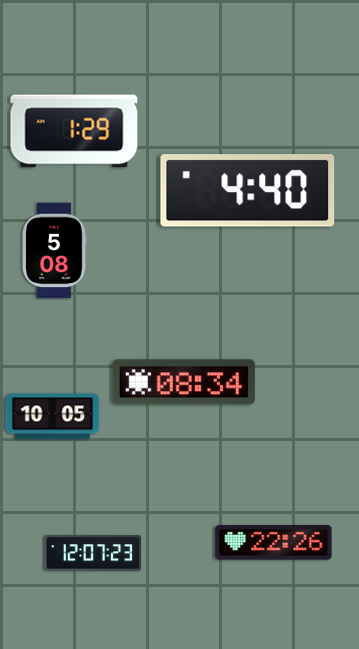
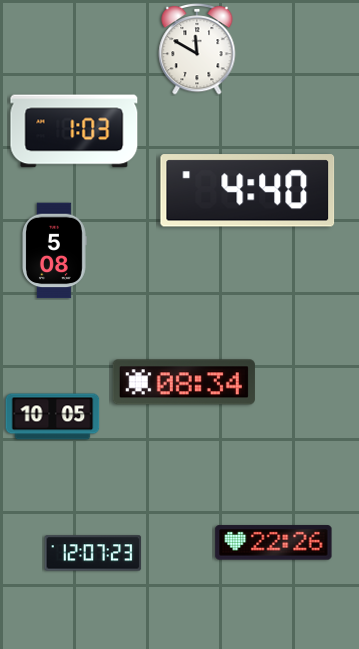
clock at (197, 49): none -> 11:50
clock at (74, 131): 1:29 -> 1:03
